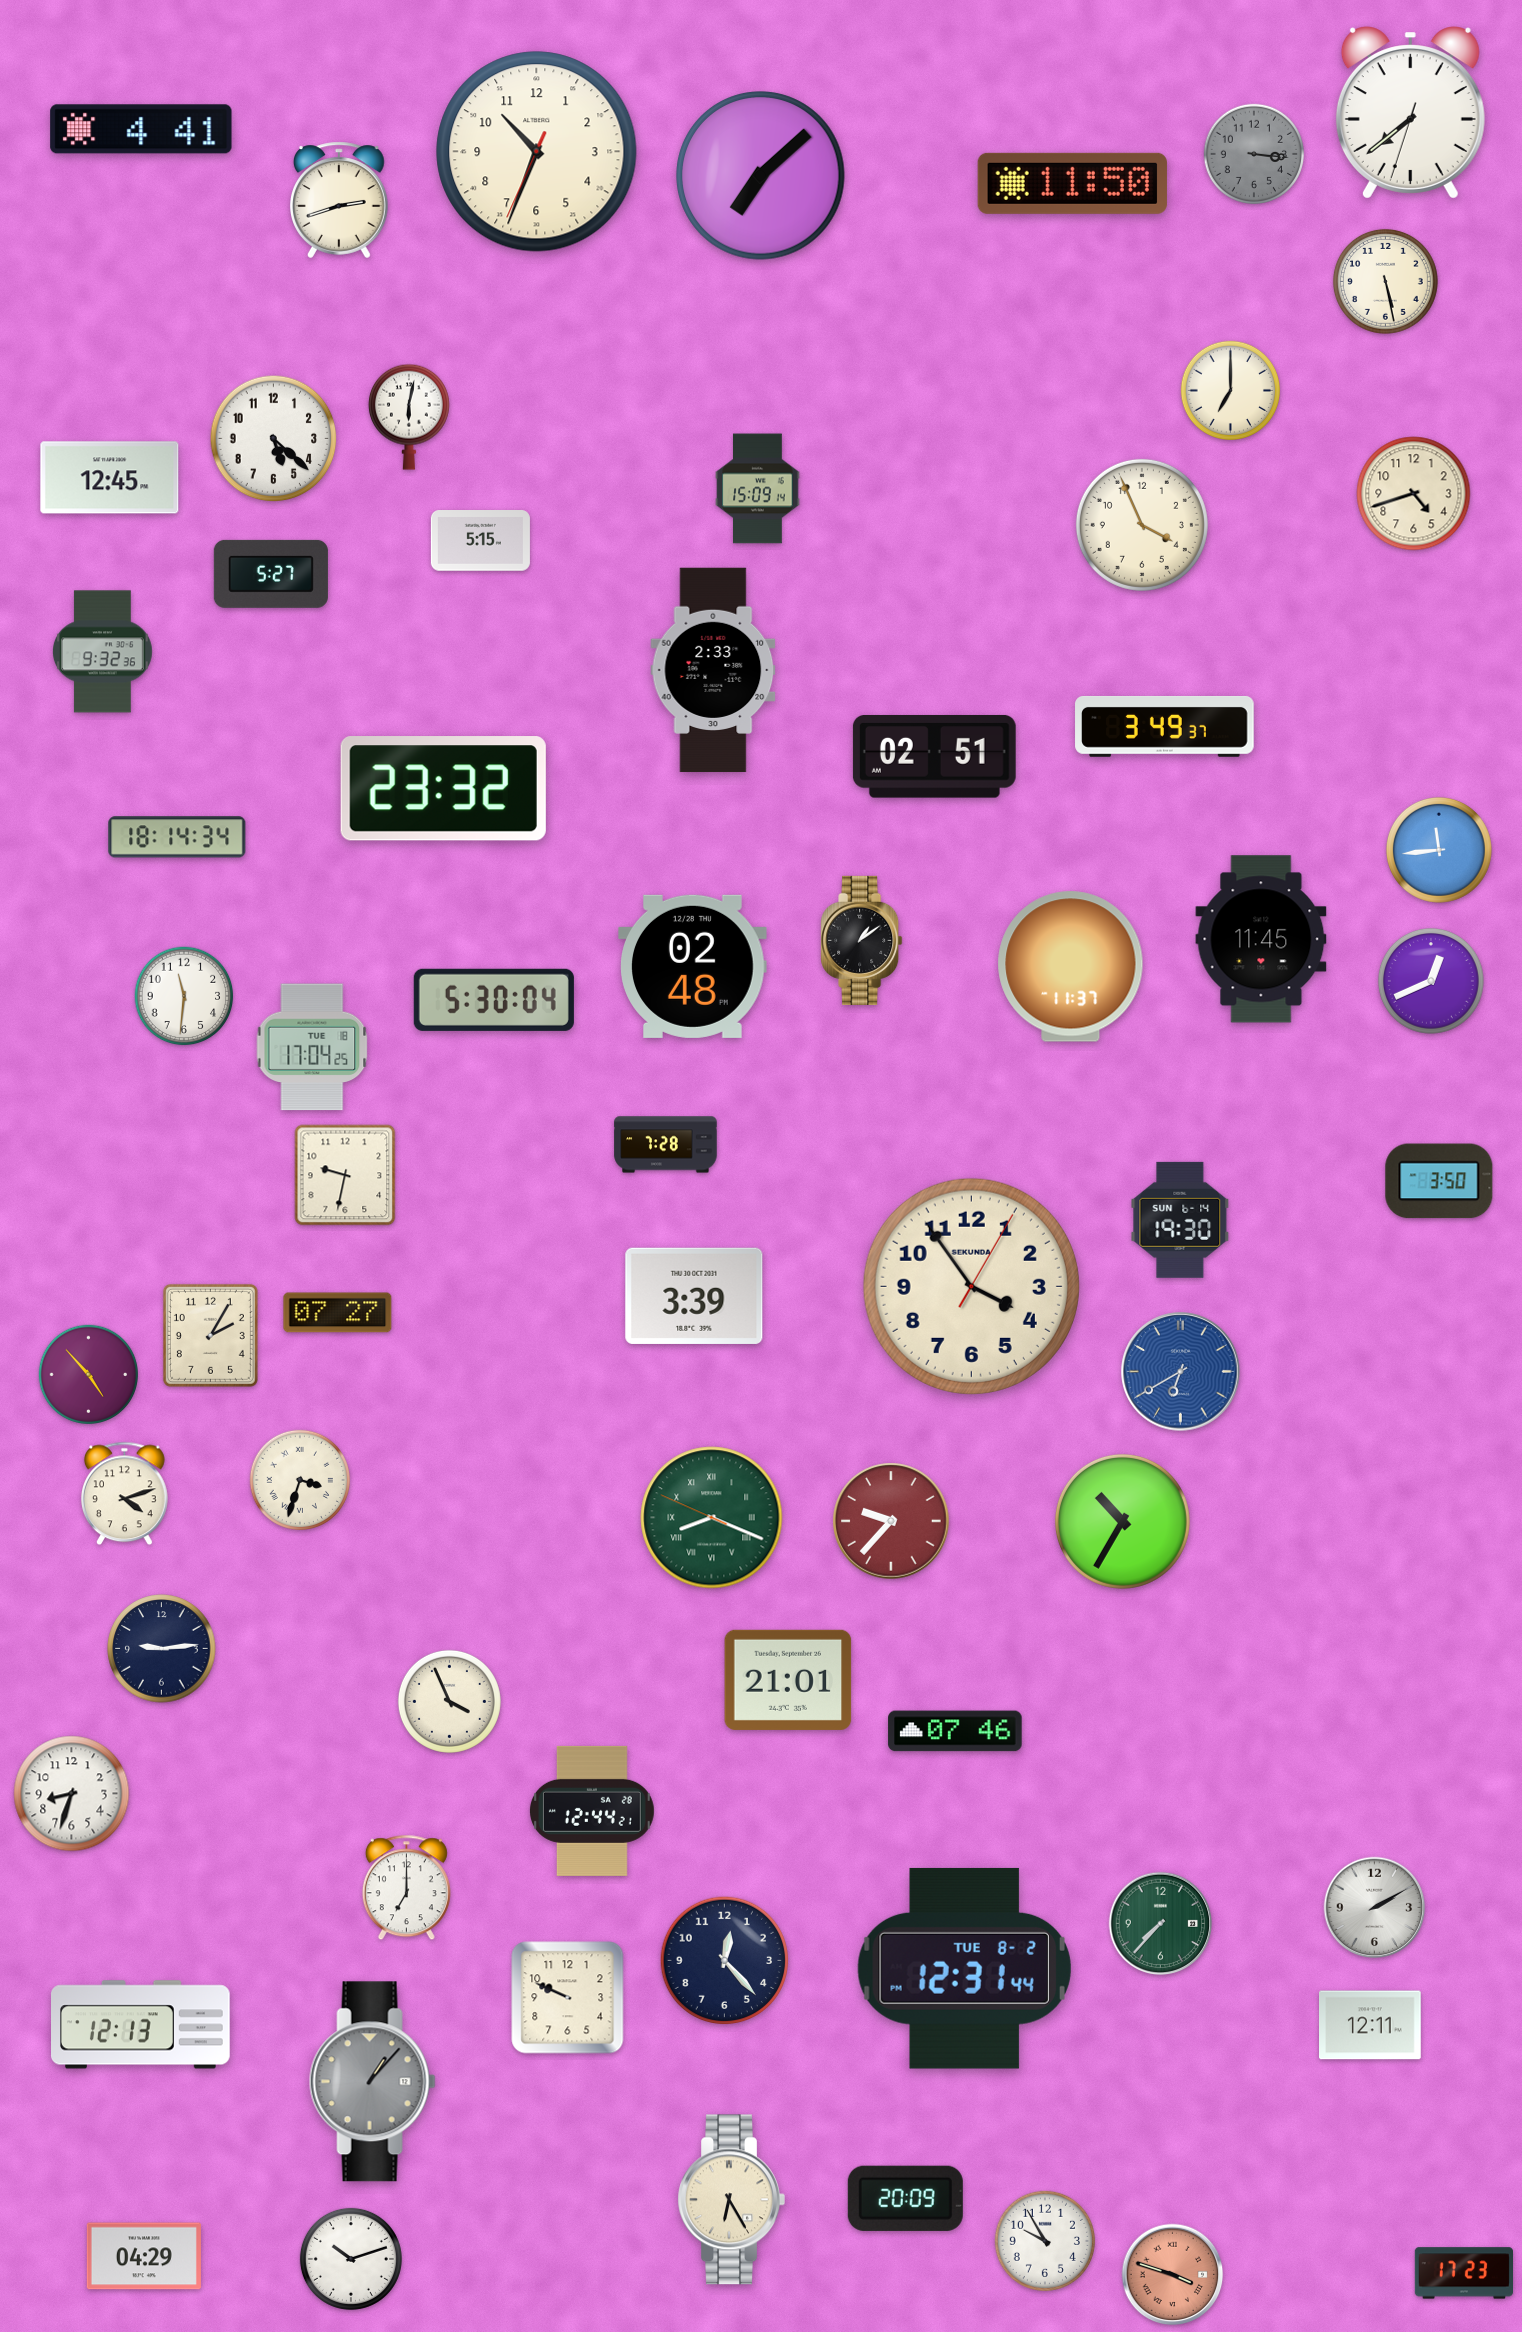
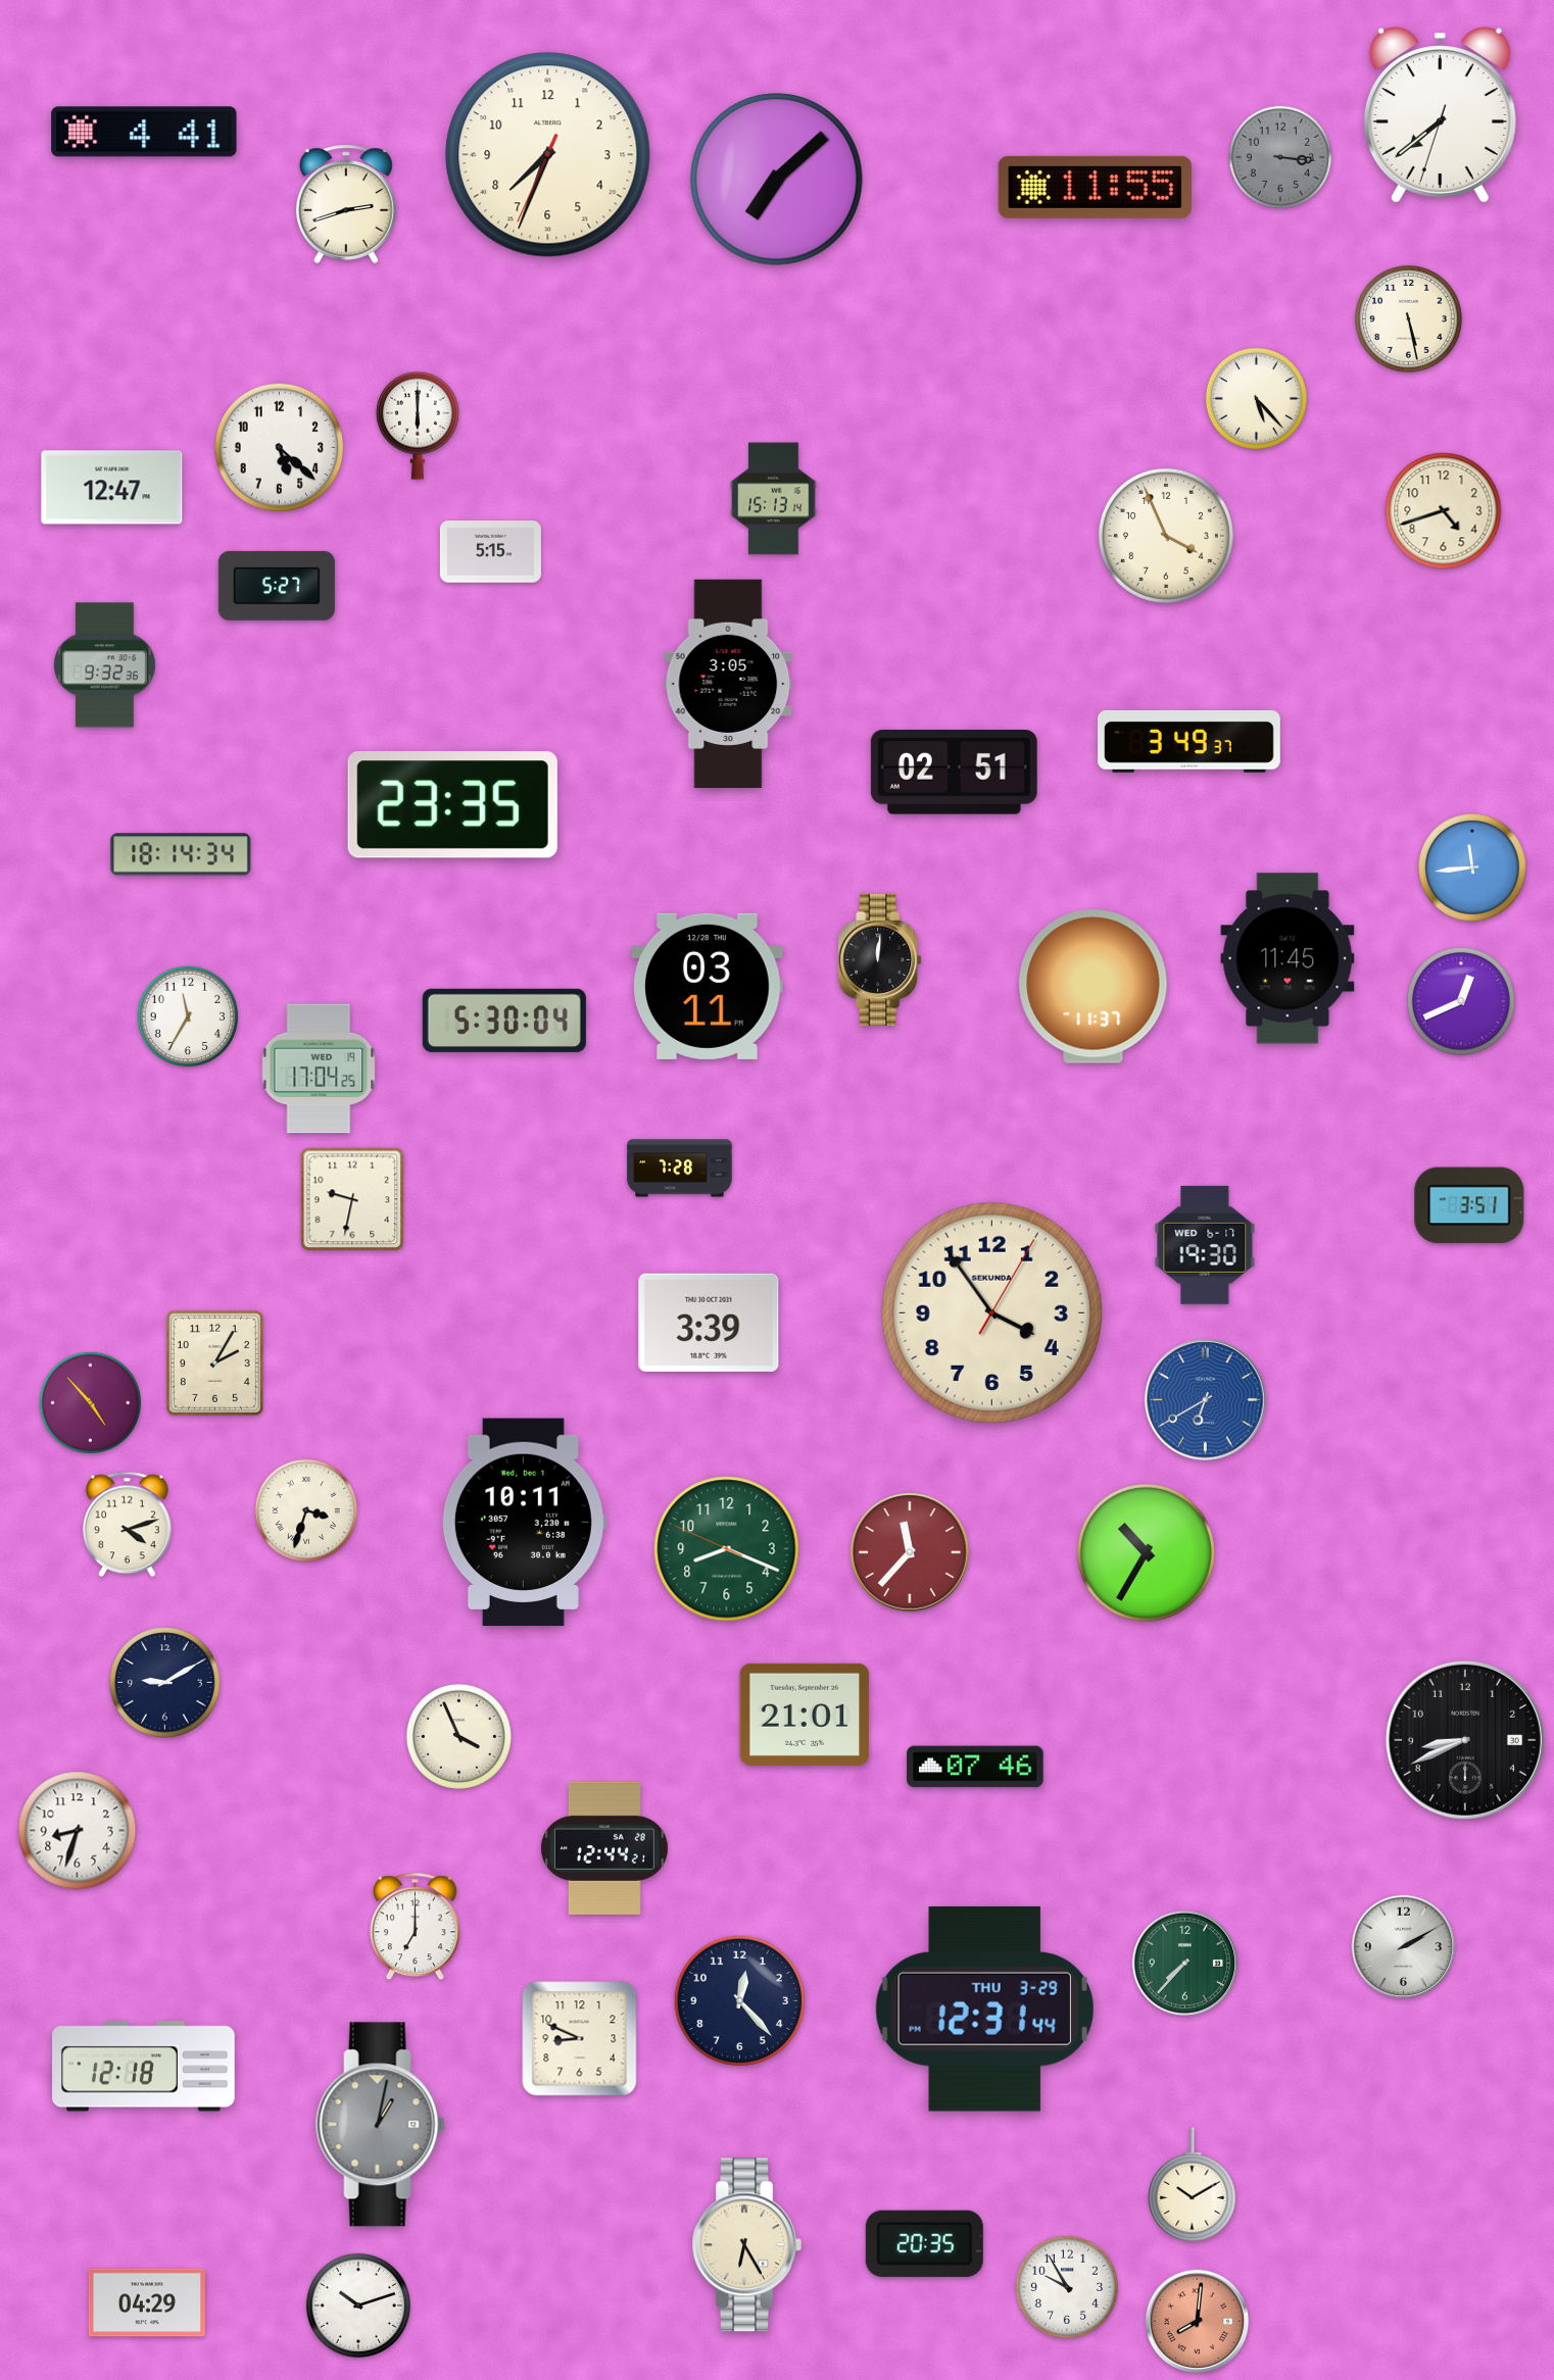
clock at (537, 152): 10:33 -> 7:33
clock at (1072, 183): 11:50 -> 11:55
clock at (1385, 281) position: (1385, 281) -> (1408, 318)
clock at (1230, 390): 7:00 -> 5:23
clock at (409, 417): 6:02 -> 6:00
clock at (110, 478): 12:45 -> 12:47
clock at (758, 489): 15:09 -> 15:13
clock at (1414, 494) position: (1414, 494) -> (1444, 511)
clock at (713, 670): 2:33 -> 3:05
clock at (443, 789): 23:32 -> 23:35
clock at (1439, 850) position: (1439, 850) -> (1472, 867)
clock at (862, 940): 1:09 -> 12:01
clock at (693, 966): 02:48 -> 03:11
clock at (184, 996): 11:31 -> 11:35
clock at (312, 1047) date: TUE 18 -> WED 19
clock at (1439, 1181): 3:50 -> 3:51
clock at (1180, 1220) date: SUN 6-14 -> WED 6-17
clock at (338, 1313): 07:27 -> none
clock at (524, 1523): none -> 10:11
clock at (712, 1518) numerals: Roman -> Arabic
clock at (891, 1521): 9:37 -> 11:37
clock at (162, 1649): 9:14 -> 9:10
clock at (1465, 1740): none -> 8:41
clock at (72, 1794) position: (72, 1794) -> (78, 1831)
clock at (964, 1968) date: TUE 8-2 -> THU 3-29
clock at (568, 1998): 9:49 -> 8:49
clock at (141, 2025): 12:13 -> 12:18
clock at (1370, 2025): 12:11 -> none
clock at (372, 2082): 1:07 -> 1:02
clock at (1193, 2185): none -> 10:10
clock at (905, 2198): 20:09 -> 20:35
clock at (1463, 2273): 17:23 -> none
clock at (1173, 2275): 3:48 -> 8:01
